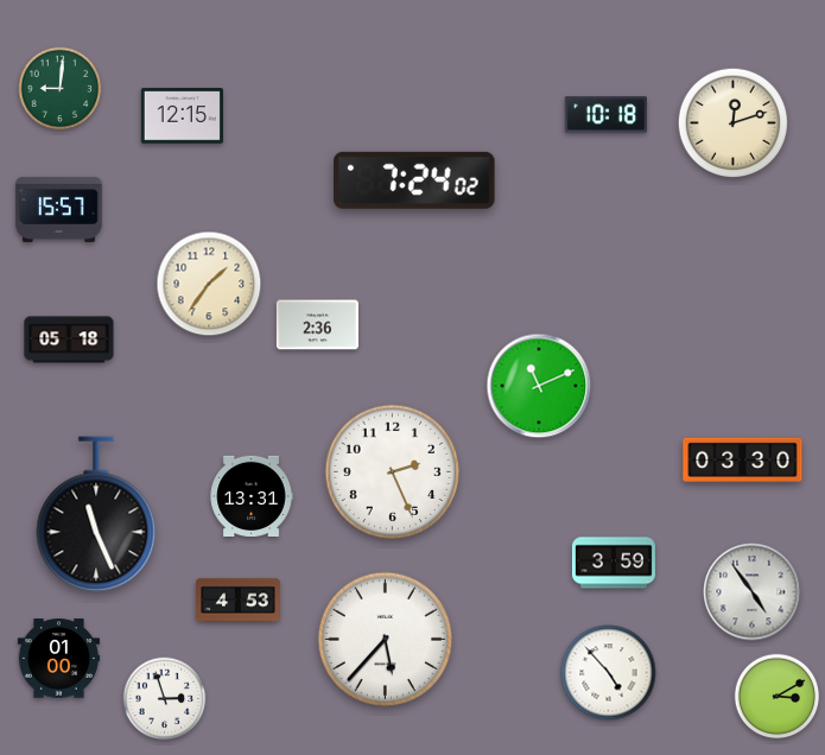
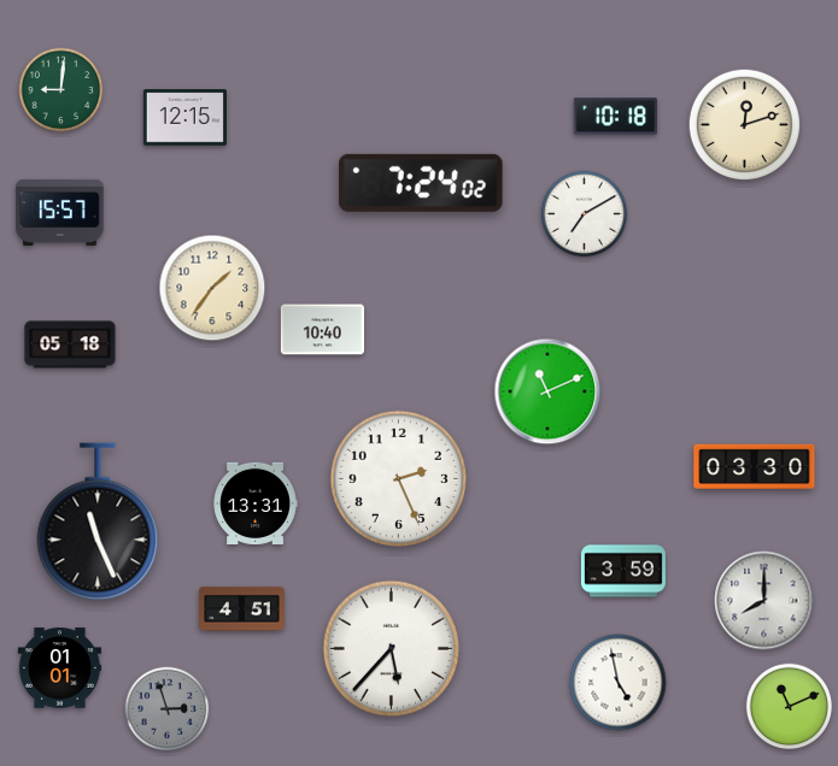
clock at (585, 214): none -> 7:10
clock at (317, 325): 2:36 -> 10:40
clock at (753, 592): 4:54 -> 8:00
clock at (239, 601): 4:53 -> 4:51
clock at (58, 659): 01:00 -> 01:01
clock at (609, 673): 4:53 -> 4:58
clock at (778, 697): 3:10 -> 11:11
clock at (165, 699) dial: white -> grey
